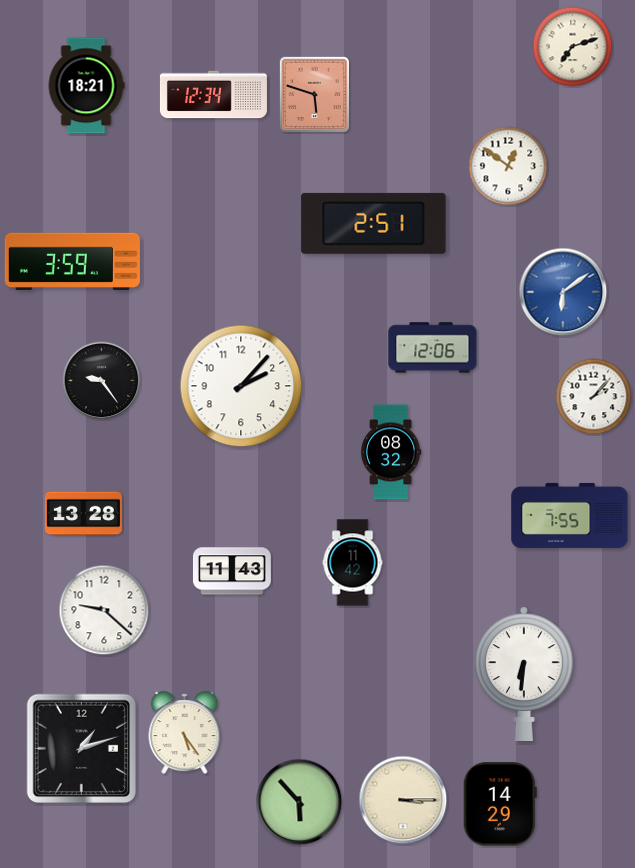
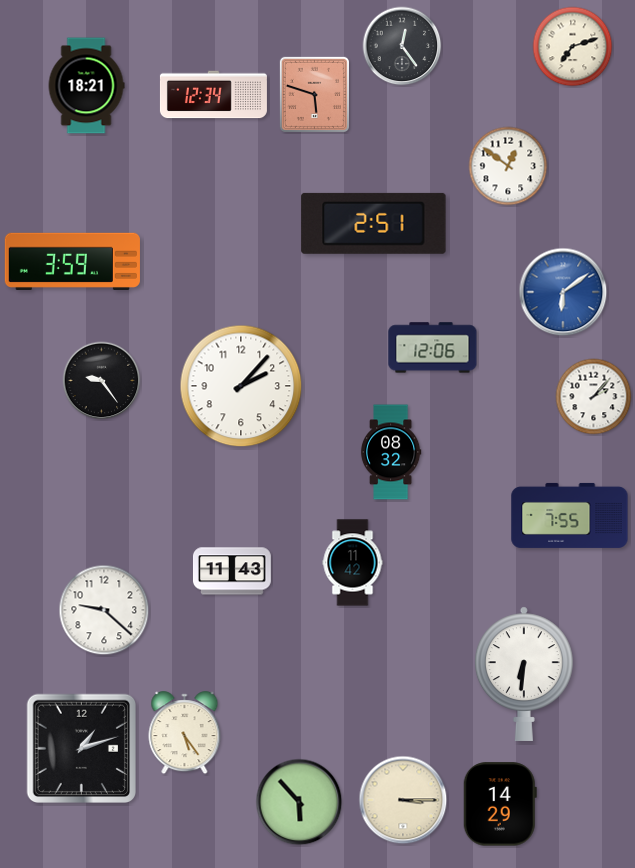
clock at (402, 46): none -> 12:24
clock at (83, 514): 13:28 -> none
